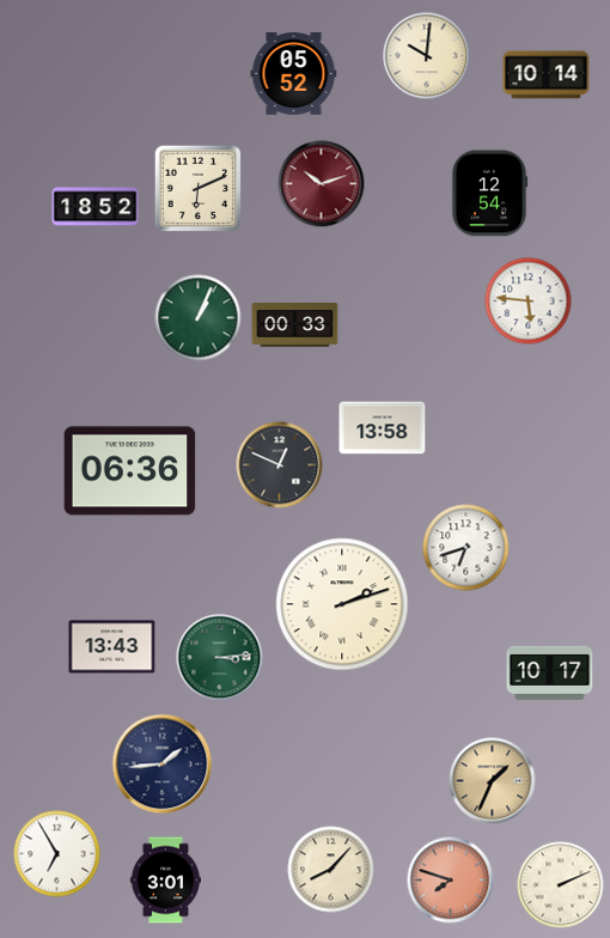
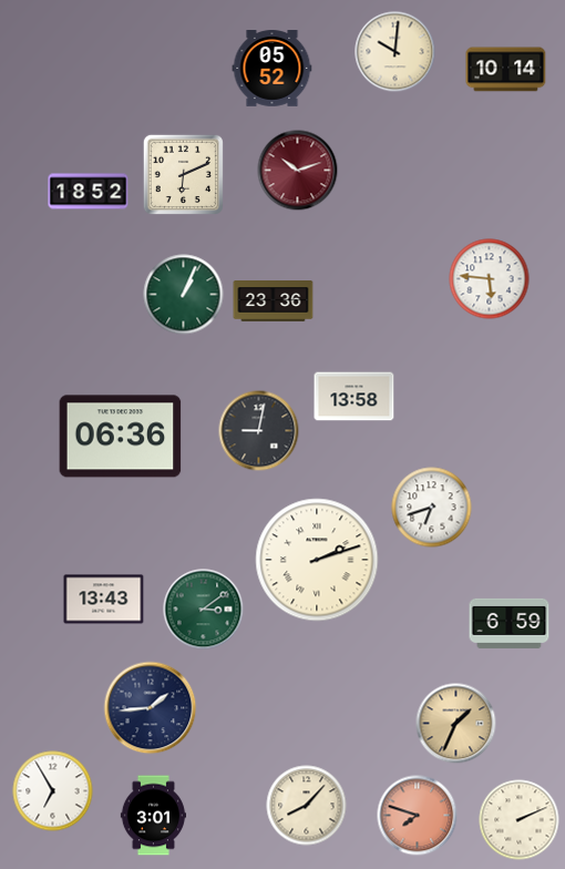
clock at (489, 194): 12:54 -> none
clock at (295, 325): 00:33 -> 23:36
clock at (280, 465): 12:49 -> 9:02
clock at (220, 658): 3:14 -> 3:09
clock at (550, 672): 10:17 -> 6:59
